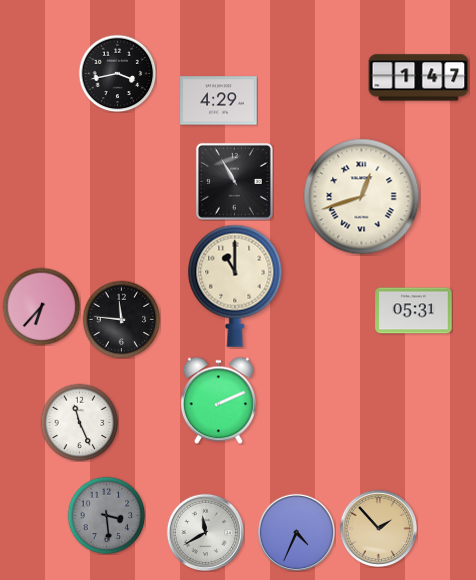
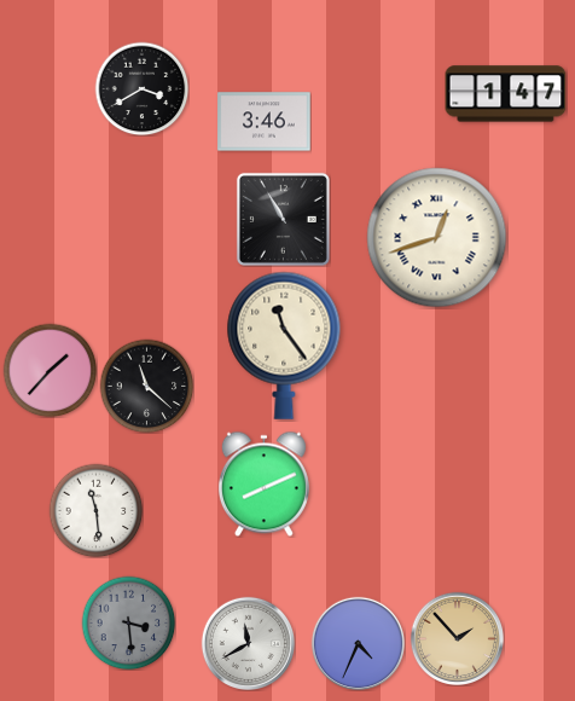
clock at (117, 73): 3:43 -> 3:40
clock at (219, 101): 4:29 -> 3:46
clock at (235, 286): 11:00 -> 11:24
clock at (41, 306): 6:37 -> 1:37
clock at (414, 311): 05:31 -> none
clock at (121, 319): 11:46 -> 11:22
clock at (218, 400): 2:11 -> 8:11
clock at (79, 422): 11:26 -> 11:29
